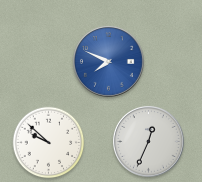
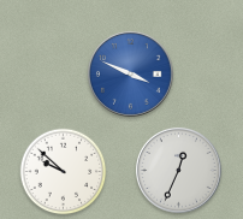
clock at (108, 61): 7:49 -> 3:49
clock at (49, 143) position: (49, 143) -> (64, 172)
